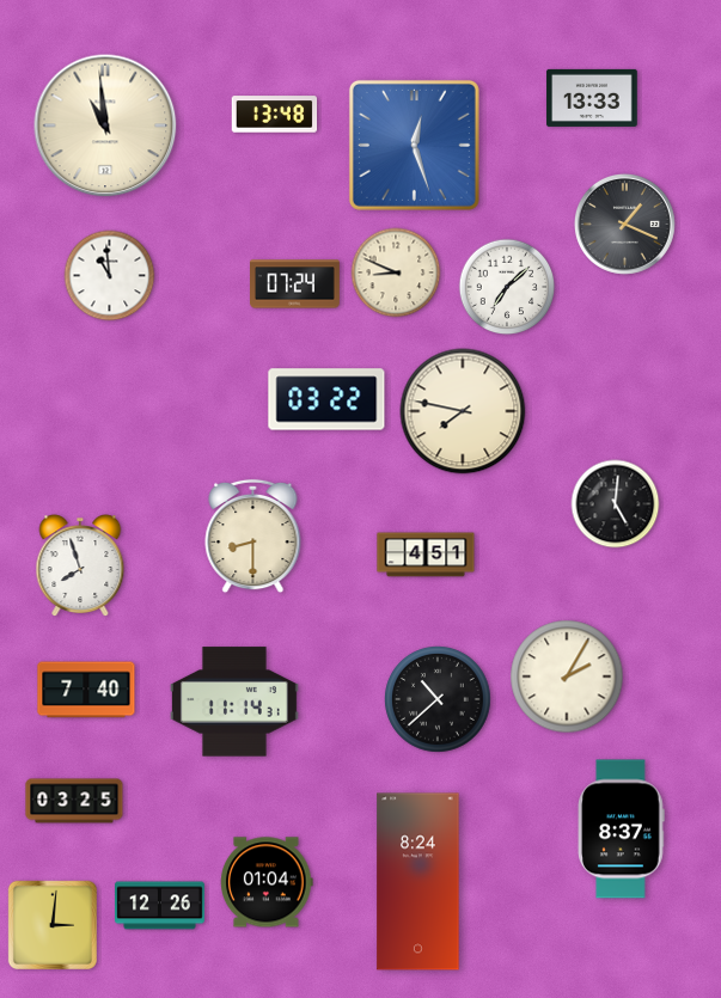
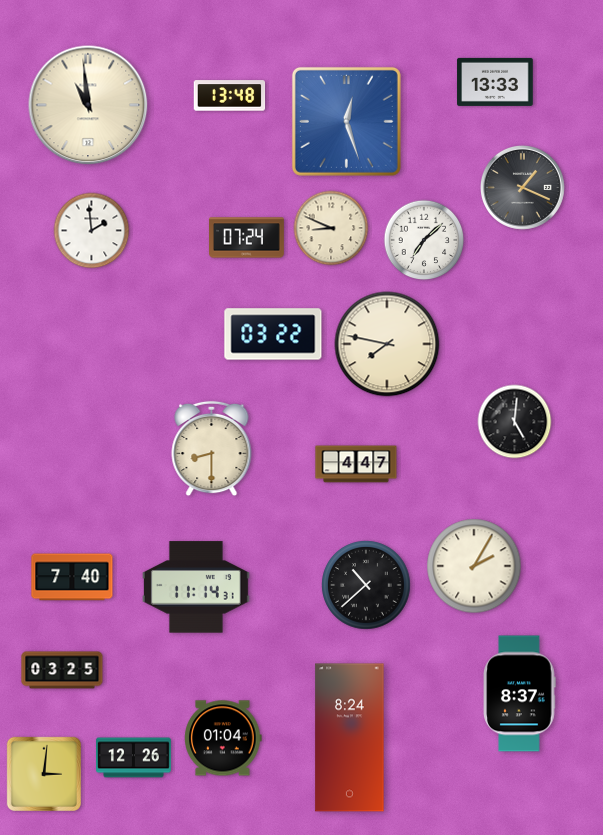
clock at (110, 276): 10:59 -> 1:59
clock at (426, 555): 4:51 -> 4:47
clock at (80, 565): 7:57 -> none
